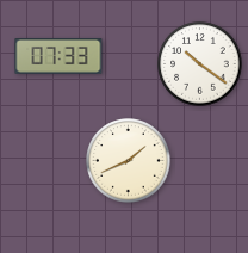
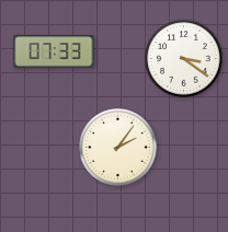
clock at (200, 64): 10:21 -> 3:21
clock at (129, 161): 1:41 -> 2:06
